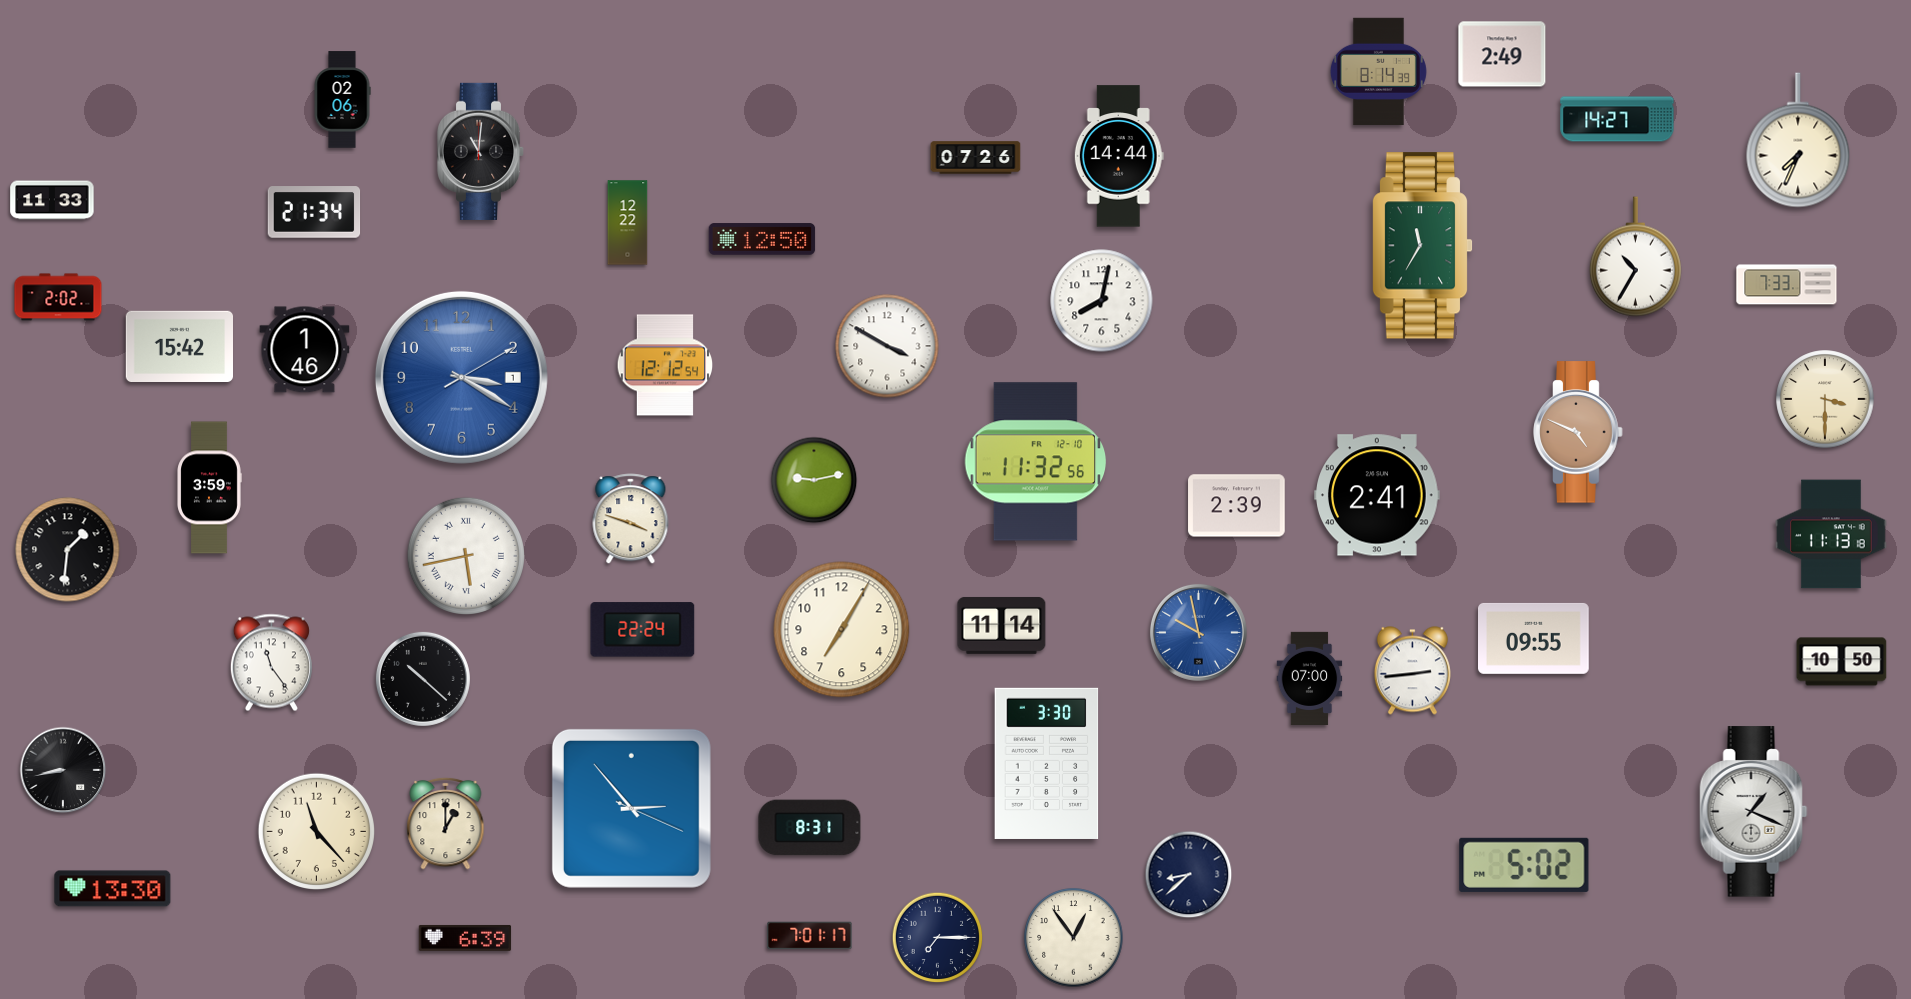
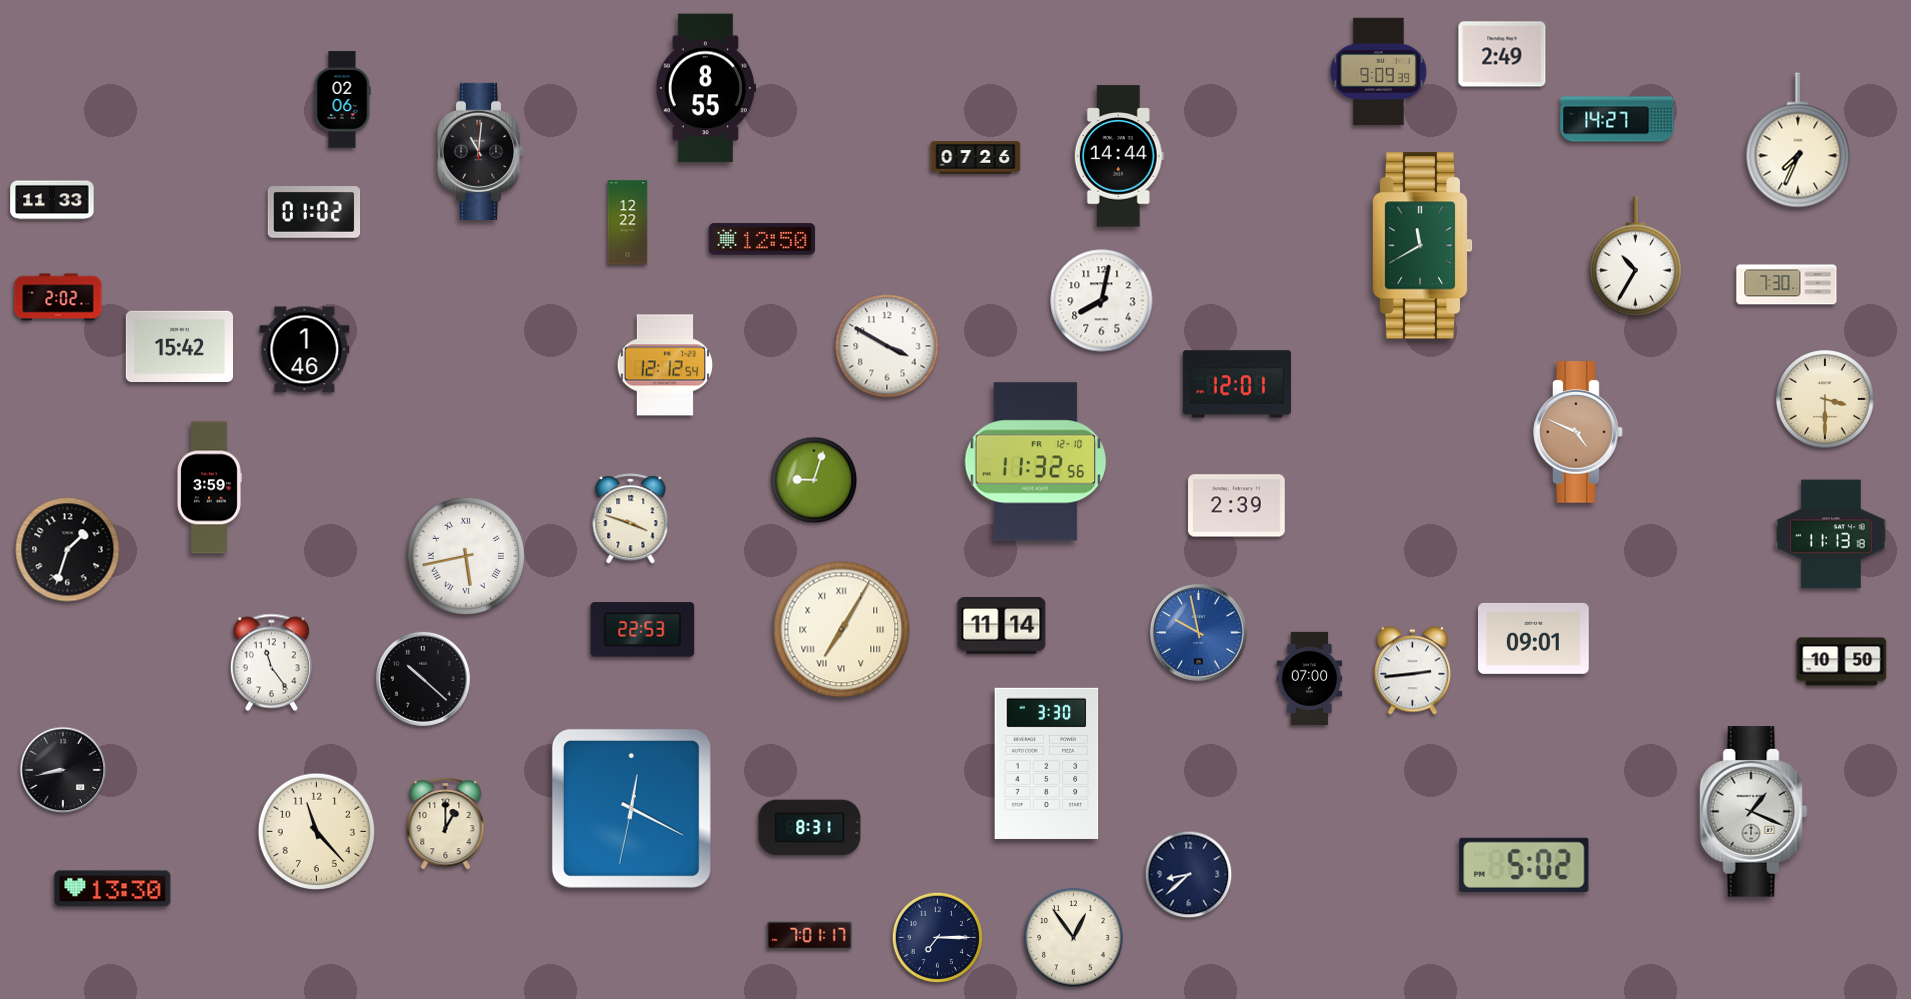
clock at (1378, 72): 8:14 -> 9:09
clock at (706, 88): none -> 8:55
clock at (314, 212): 21:34 -> 01:02
clock at (1422, 246): 11:35 -> 11:40
clock at (1787, 285): 7:33 -> 7:30
clock at (461, 377): 3:20 -> none
clock at (1237, 384): none -> 12:01
clock at (814, 480): 9:13 -> 9:03
clock at (1378, 495): 2:41 -> none
clock at (68, 550): 1:31 -> 1:33
clock at (643, 630): 22:24 -> 22:53
clock at (842, 630) numerals: Arabic -> Roman
clock at (1534, 638): 09:55 -> 09:01
clock at (631, 808): 2:53 -> 12:19
clock at (465, 938): 6:39 -> none
